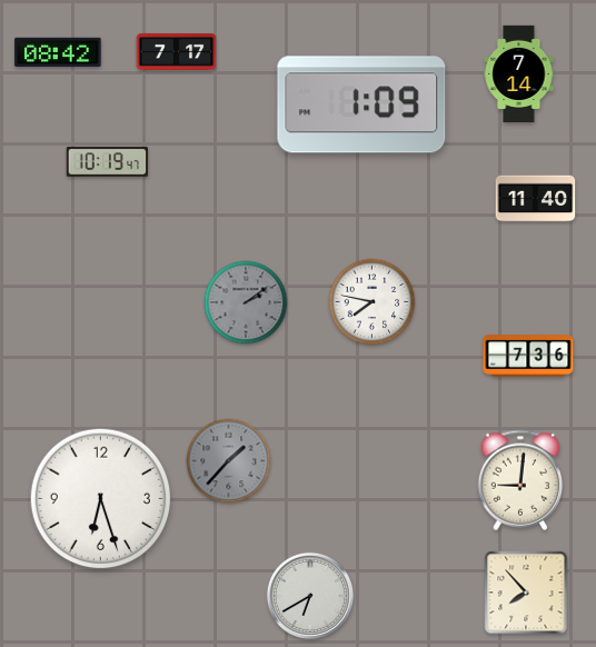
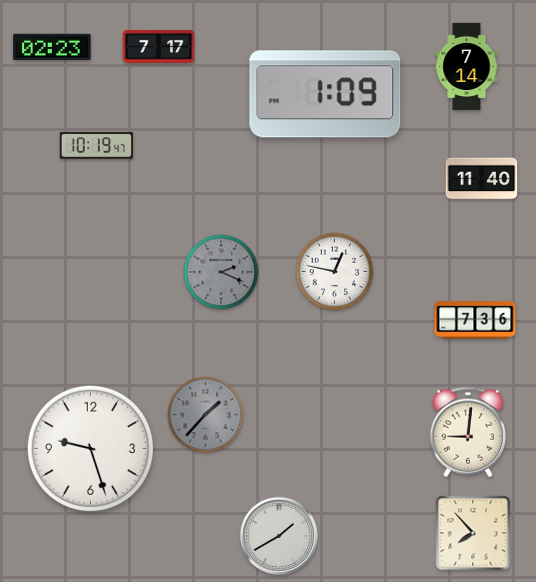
clock at (58, 51): 08:42 -> 02:23
clock at (246, 302): 2:09 -> 2:19
clock at (372, 302): 7:47 -> 12:47
clock at (101, 499): 6:27 -> 9:27
clock at (309, 595): 6:40 -> 1:40
